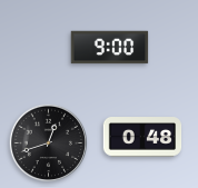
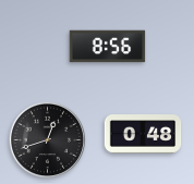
clock at (110, 48): 9:00 -> 8:56
clock at (142, 137) position: (142, 137) -> (143, 134)
